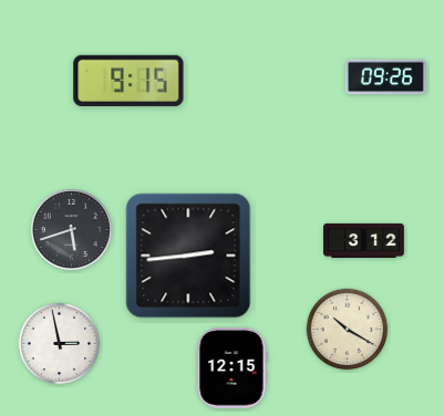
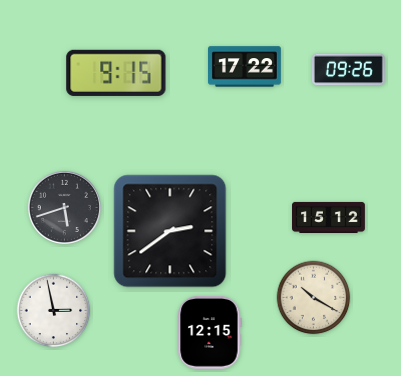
clock at (245, 67): none -> 17:22
clock at (364, 240): 3:12 -> 15:12
clock at (188, 256): 2:44 -> 2:39
